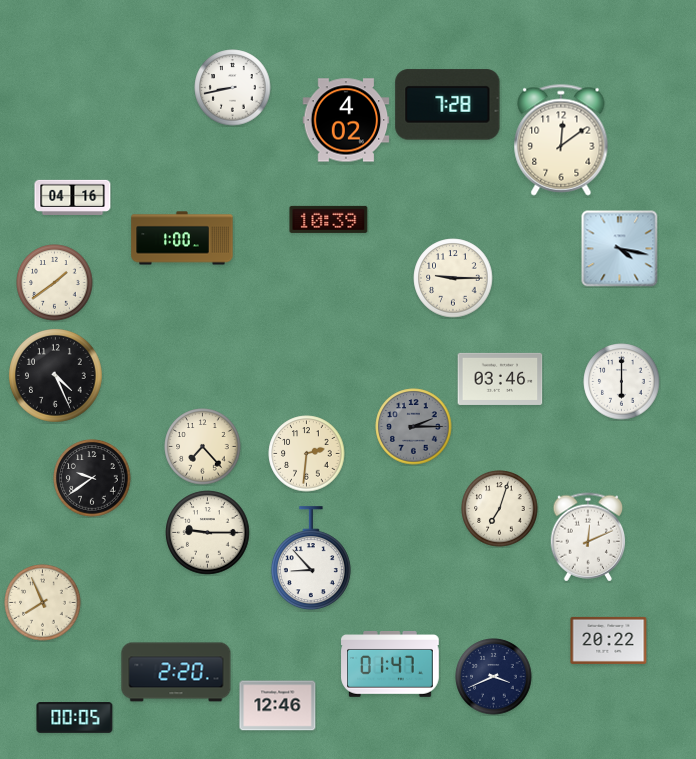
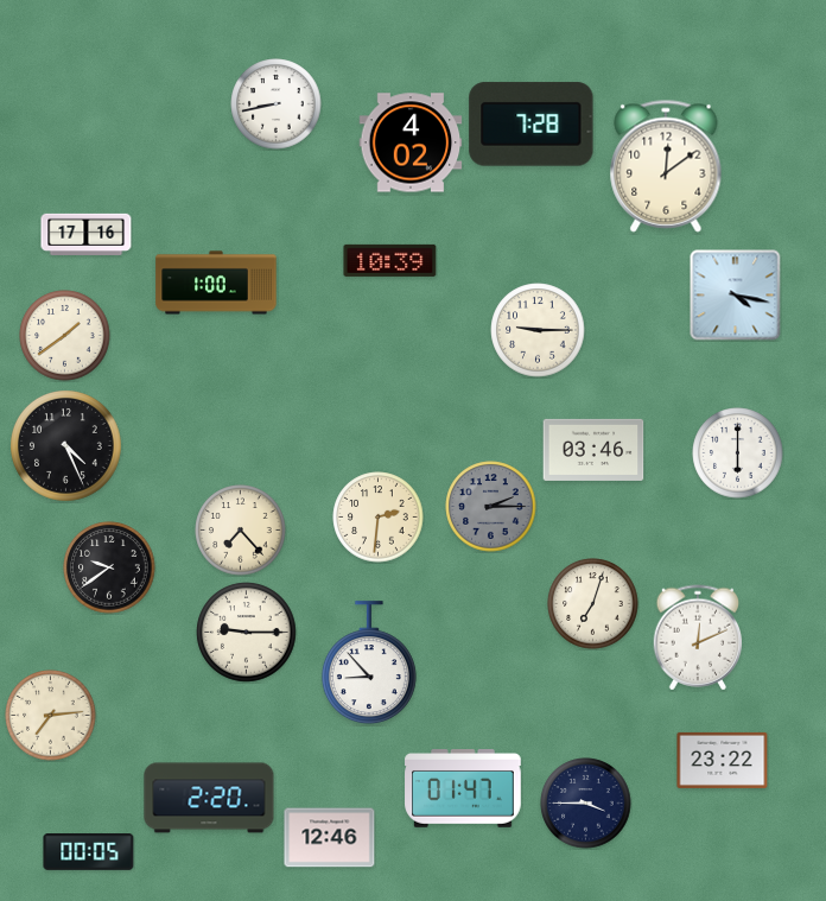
clock at (73, 197): 04:16 -> 17:16
clock at (307, 454) position: (307, 454) -> (379, 518)
clock at (43, 603): 7:56 -> 7:14
clock at (609, 640): 20:22 -> 23:22
clock at (494, 677): 3:41 -> 3:45
